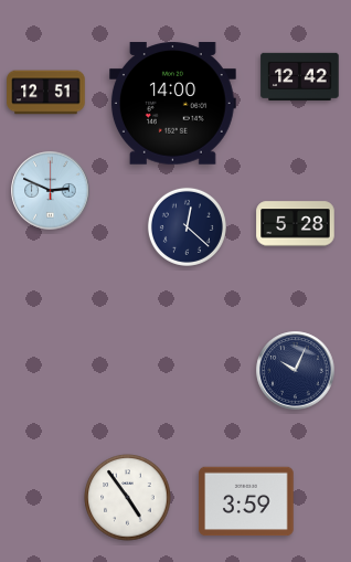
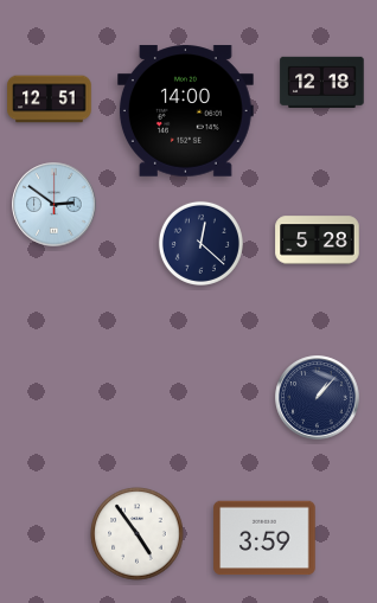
clock at (300, 76): 12:42 -> 12:18
clock at (51, 191): 2:49 -> 2:51
clock at (296, 371): 10:04 -> 1:07
